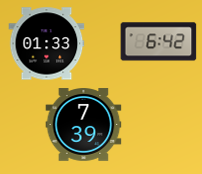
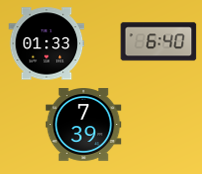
clock at (159, 42): 6:42 -> 6:40
